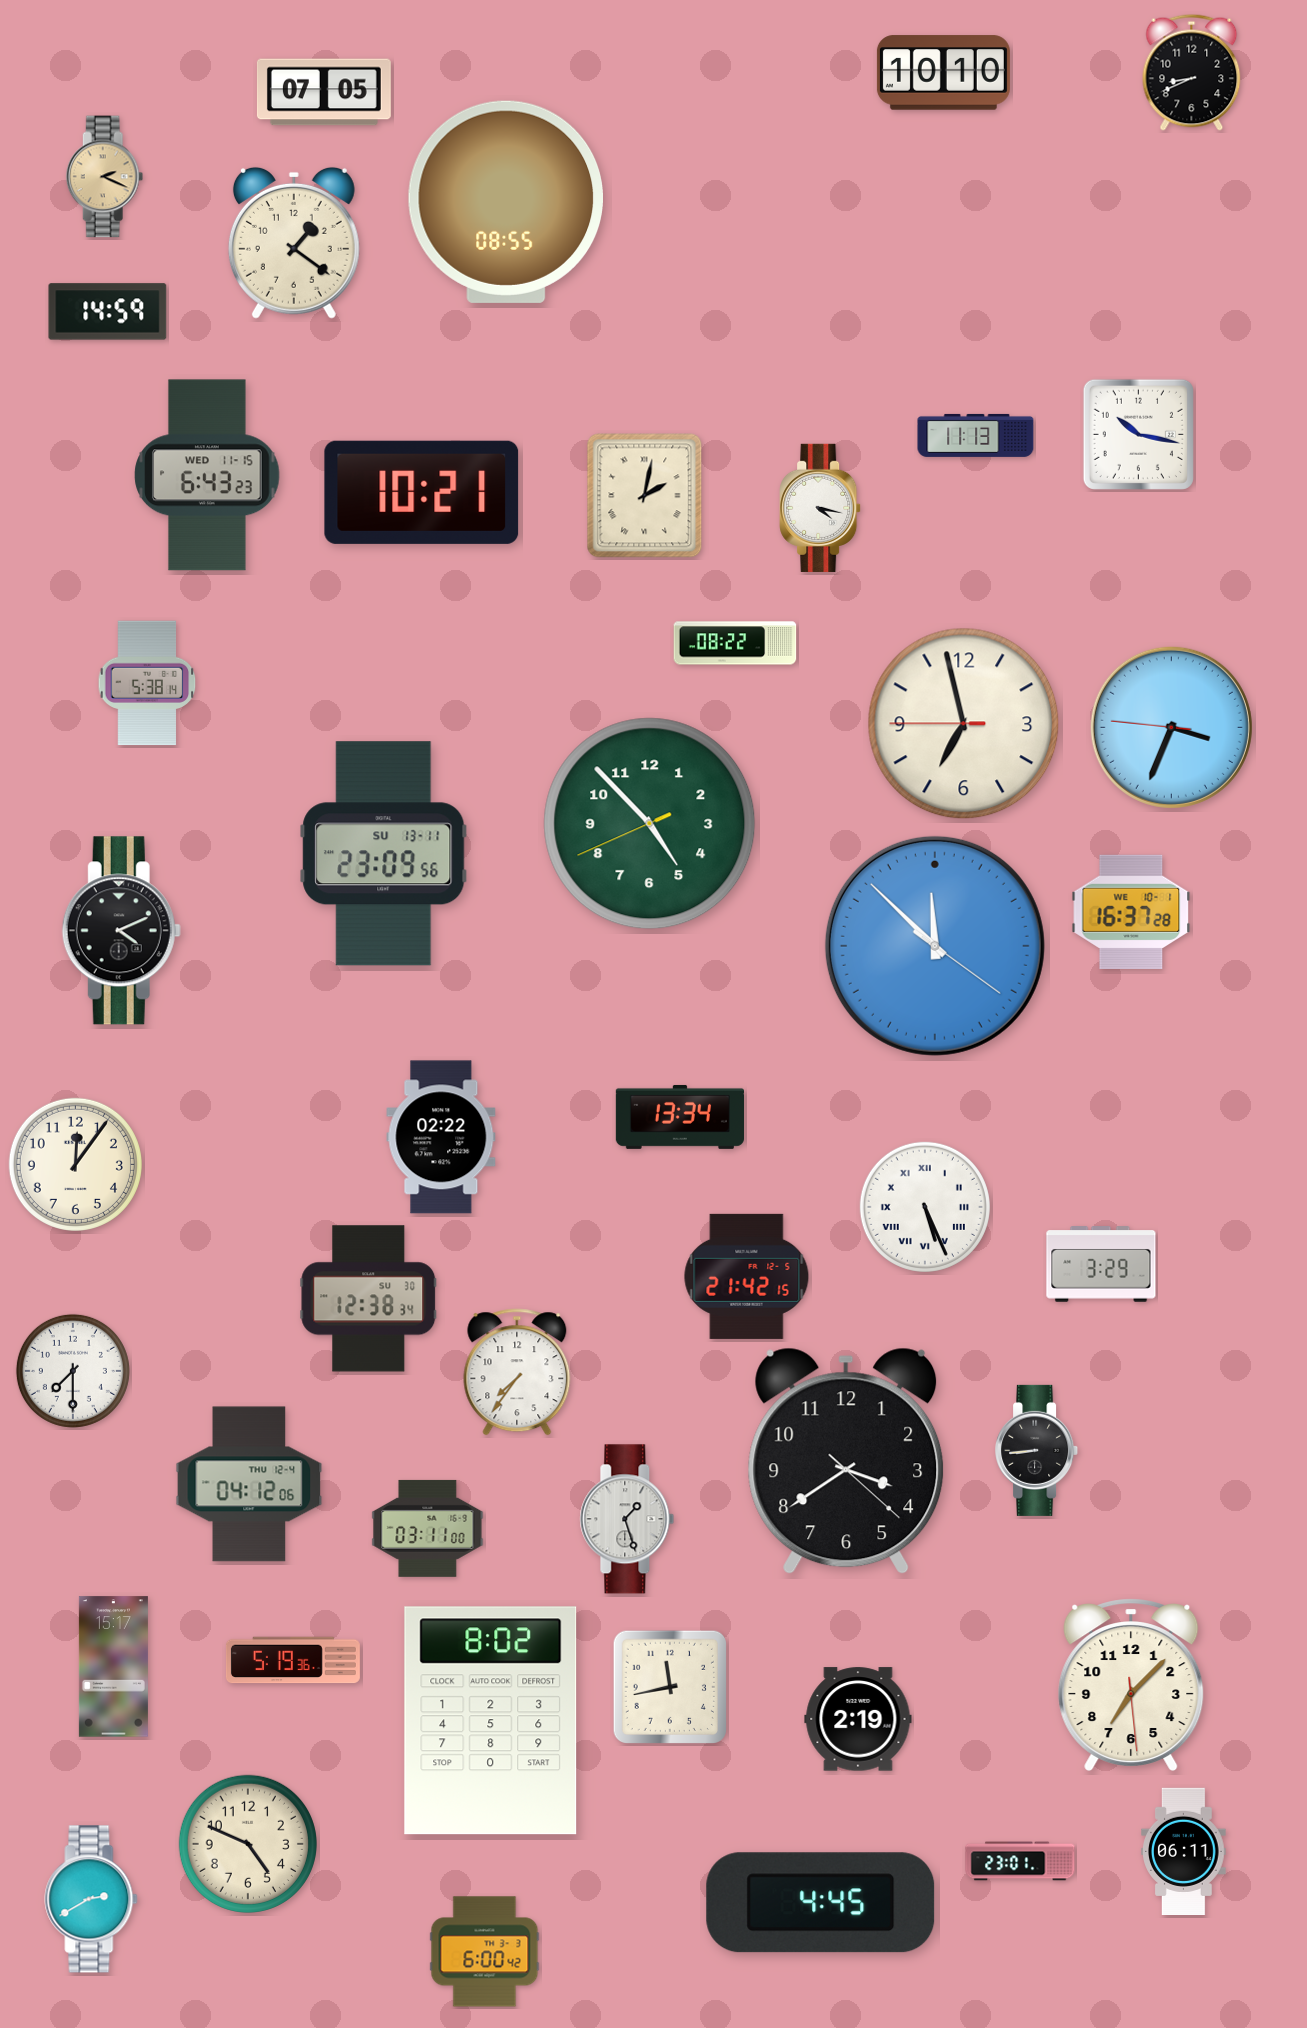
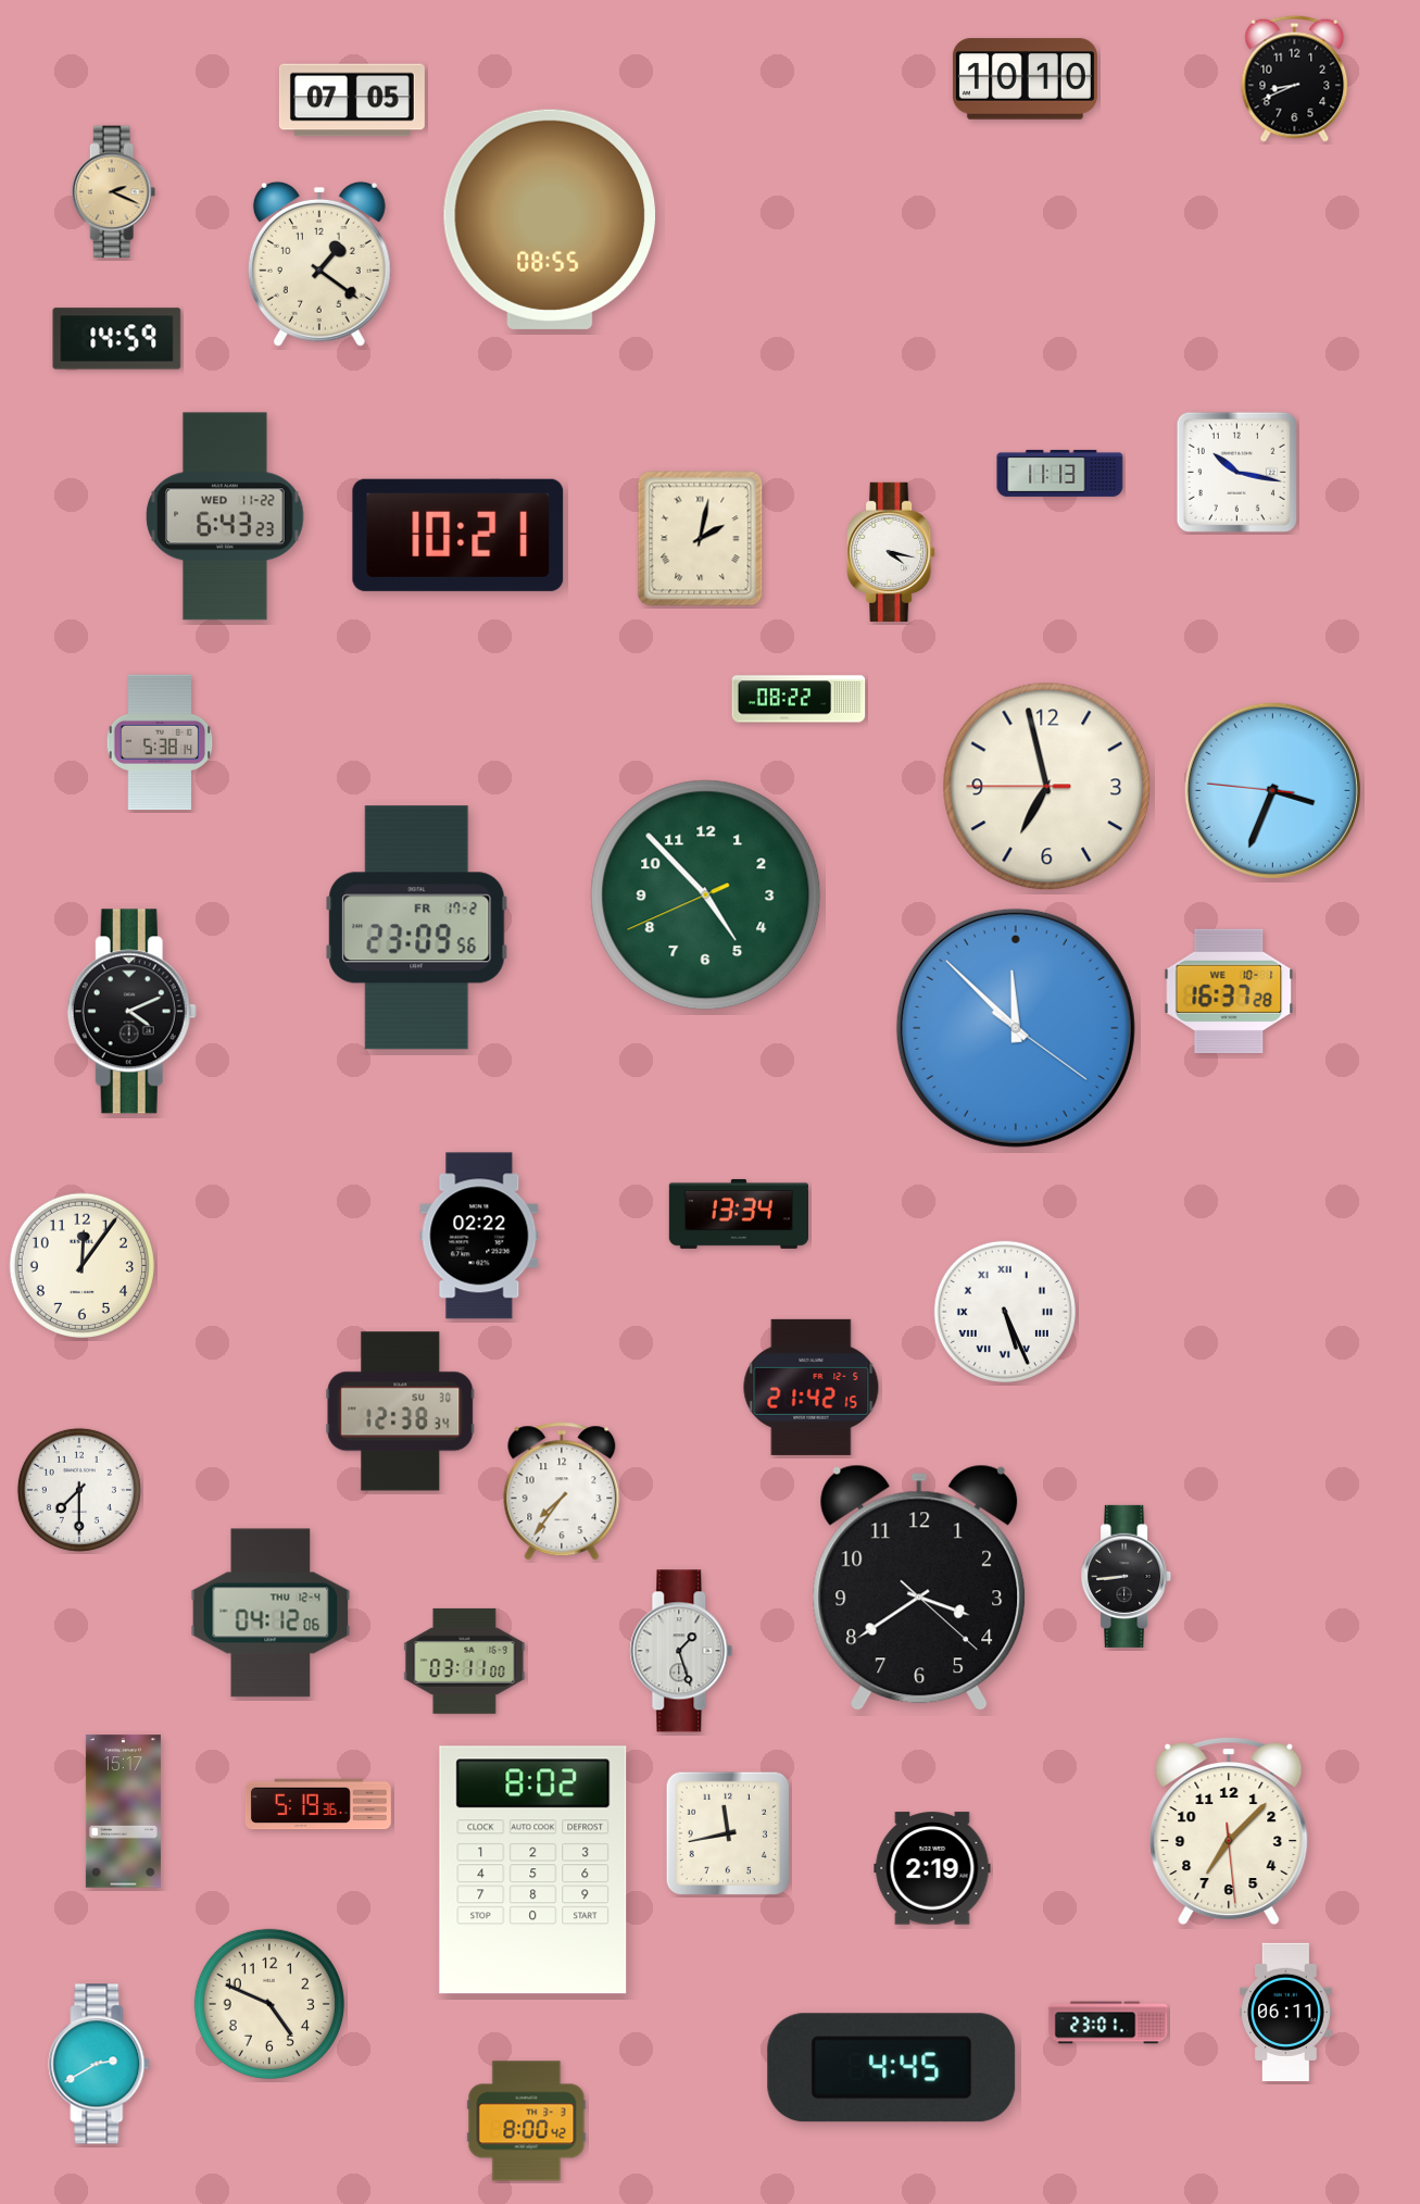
clock at (207, 475) date: WED 11-15 -> WED 11-22
clock at (384, 854) date: SU 13-11 -> FR 17-2
clock at (1101, 1264): 3:29 -> none
clock at (485, 1952): 6:00 -> 8:00
